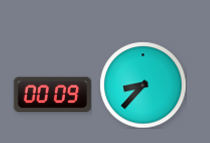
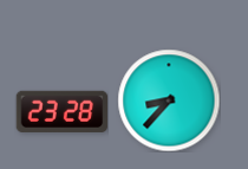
clock at (52, 94): 00:09 -> 23:28
